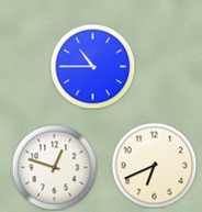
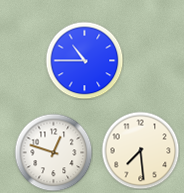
clock at (154, 165): 6:41 -> 7:29
clock at (54, 167) position: (54, 167) -> (53, 152)
